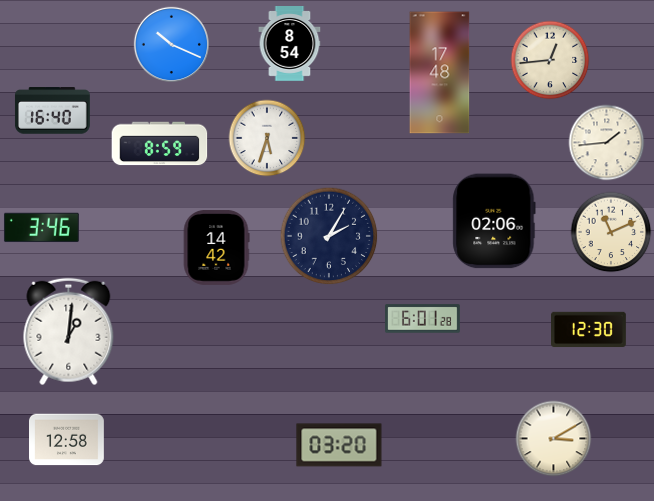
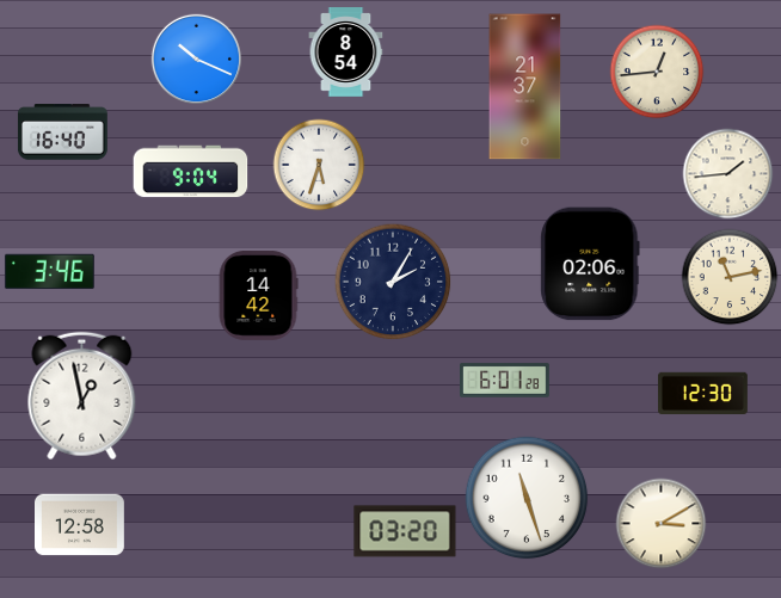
clock at (171, 44) position: (171, 44) -> (196, 58)
clock at (440, 73): 17:48 -> 21:37
clock at (607, 143) position: (607, 143) -> (728, 174)
clock at (160, 144): 8:59 -> 9:04
clock at (611, 232): 11:11 -> 11:13
clock at (69, 332): 1:01 -> 12:58
clock at (527, 498): none -> 11:27
